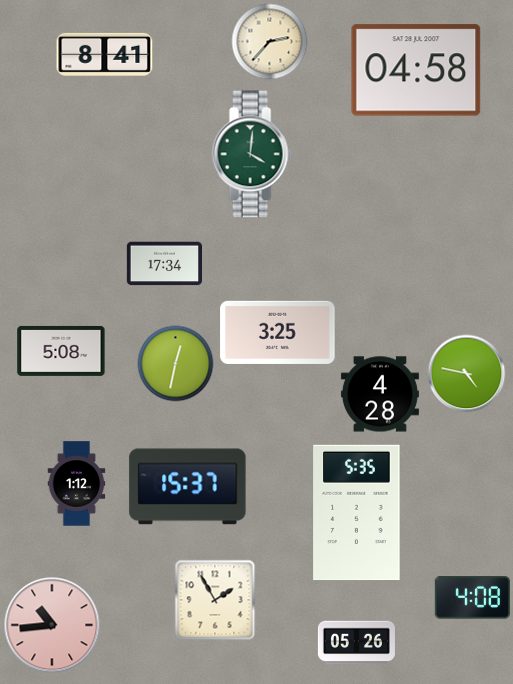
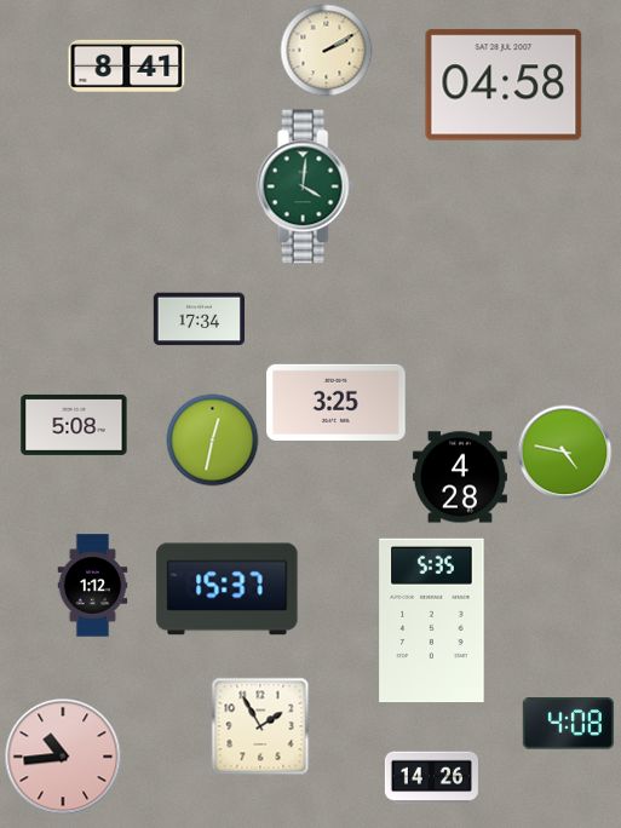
clock at (270, 42): 2:37 -> 2:10
clock at (472, 598) position: (472, 598) -> (568, 724)
clock at (356, 643): 05:26 -> 14:26
